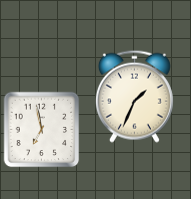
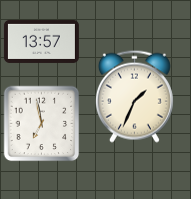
clock at (41, 41): none -> 13:57
clock at (42, 130) position: (42, 130) -> (42, 124)
